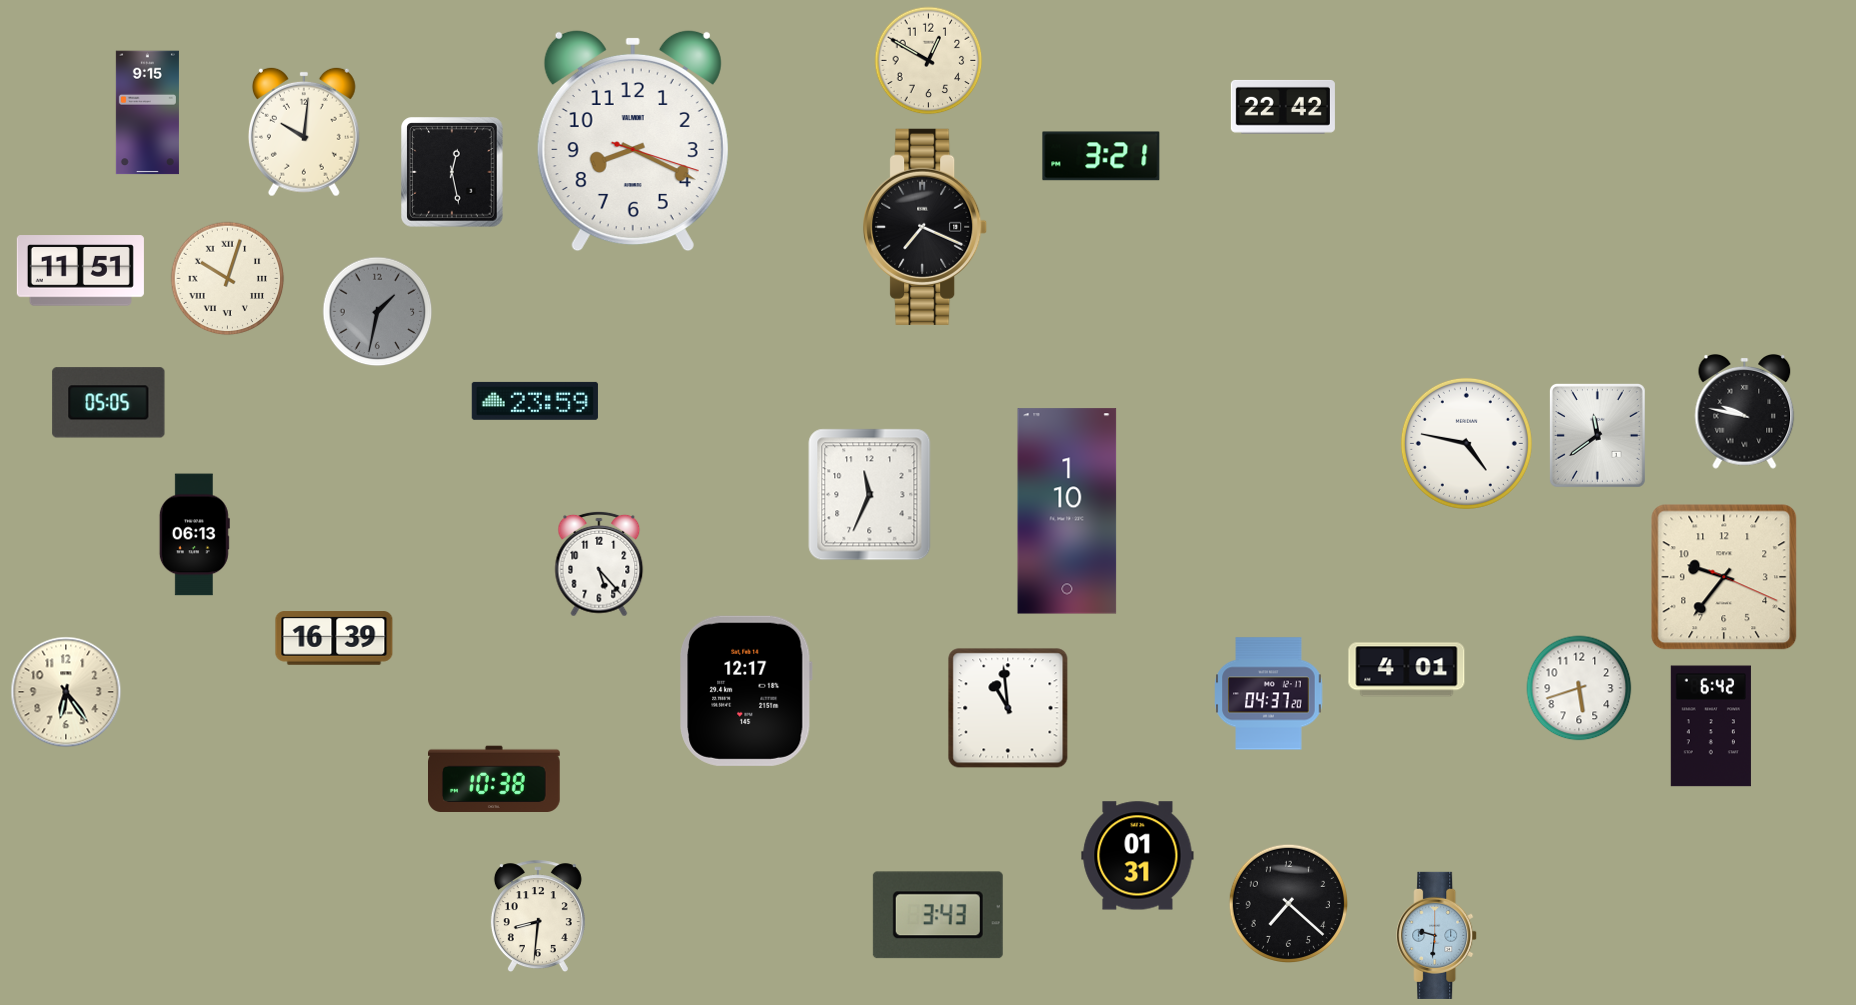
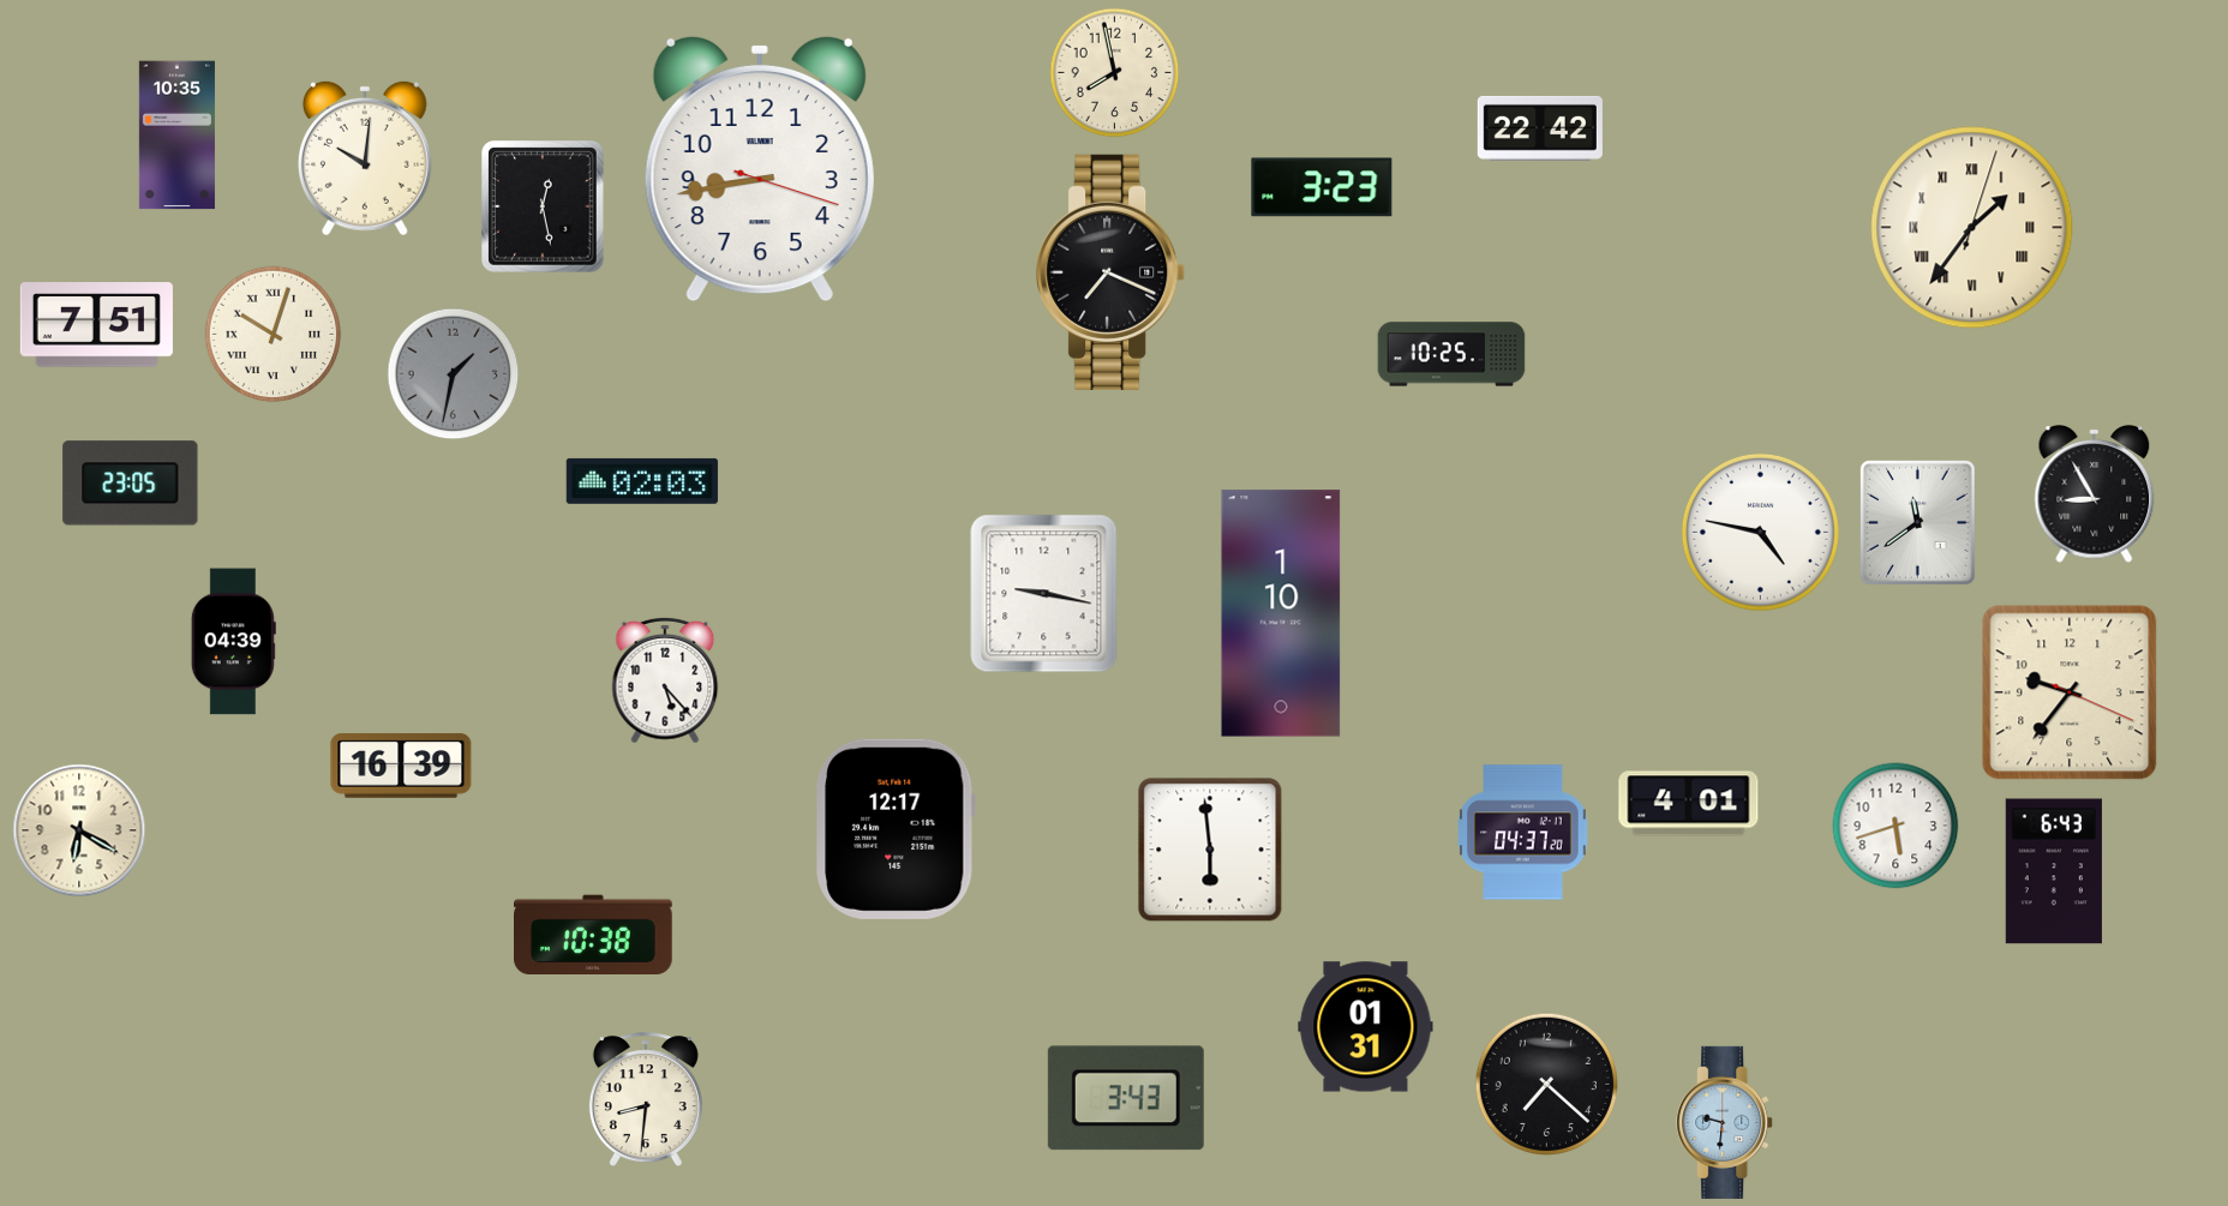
clock at (929, 61): 12:50 -> 7:58
clock at (147, 113): 9:15 -> 10:35
clock at (633, 141): 8:19 -> 8:43
clock at (1101, 156): 3:21 -> 3:23
clock at (1972, 228): none -> 1:36
clock at (80, 271): 11:51 -> 7:51
clock at (1451, 354): none -> 10:25
clock at (535, 401): 23:59 -> 02:03
clock at (109, 403): 05:05 -> 23:05
clock at (1745, 412): 9:47 -> 8:55
clock at (870, 495): 11:34 -> 9:17
clock at (194, 535): 06:13 -> 04:39
clock at (599, 564) position: (599, 564) -> (665, 680)
clock at (66, 692): 6:24 -> 6:20
clock at (1008, 708): 10:59 -> 5:59
clock at (1711, 726): 6:42 -> 6:43
